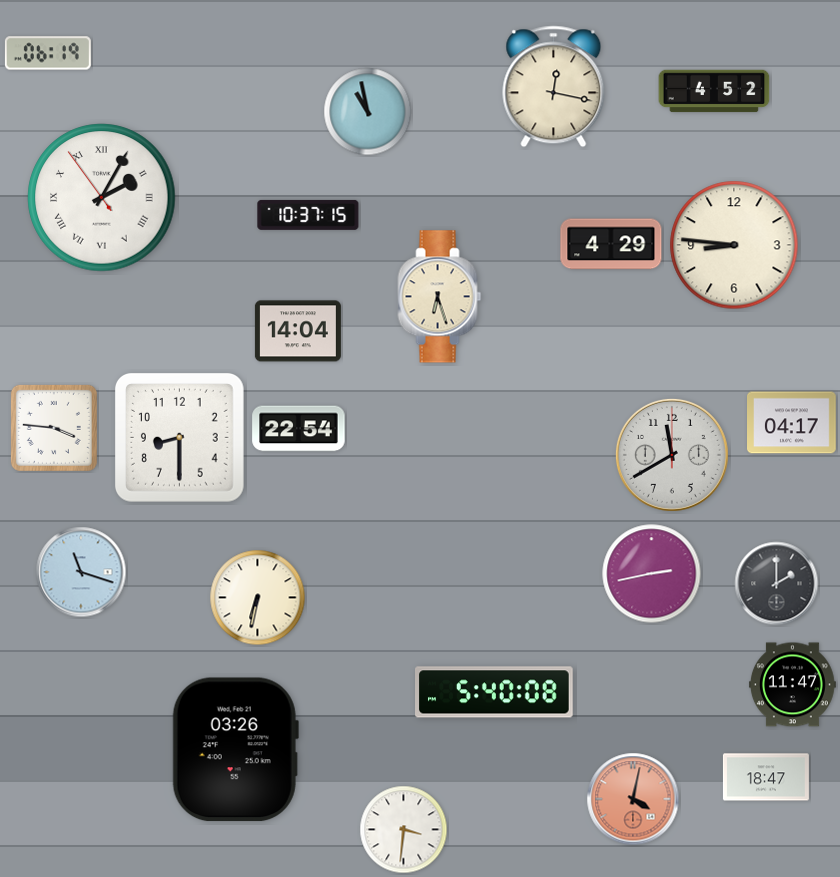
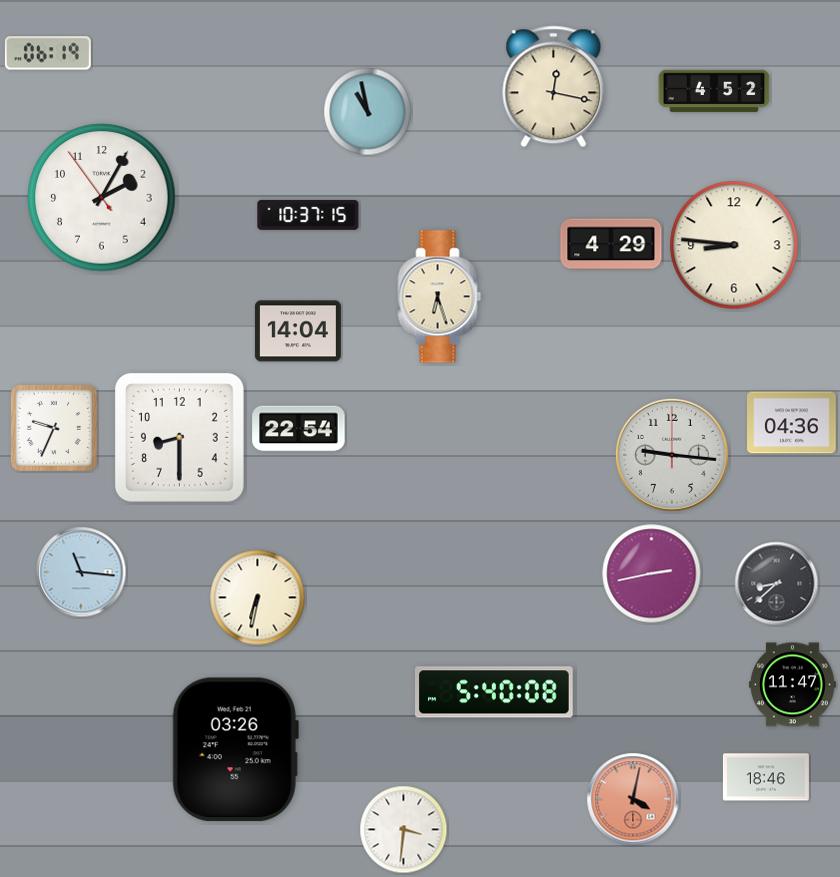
clock at (102, 198) numerals: Roman -> Arabic
clock at (792, 423): 04:17 -> 04:36
clock at (54, 428): 3:46 -> 9:34
clock at (672, 455): 11:40 -> 9:16
clock at (81, 572): 11:18 -> 11:16
clock at (777, 584): 2:00 -> 8:38
clock at (766, 777): 18:47 -> 18:46
